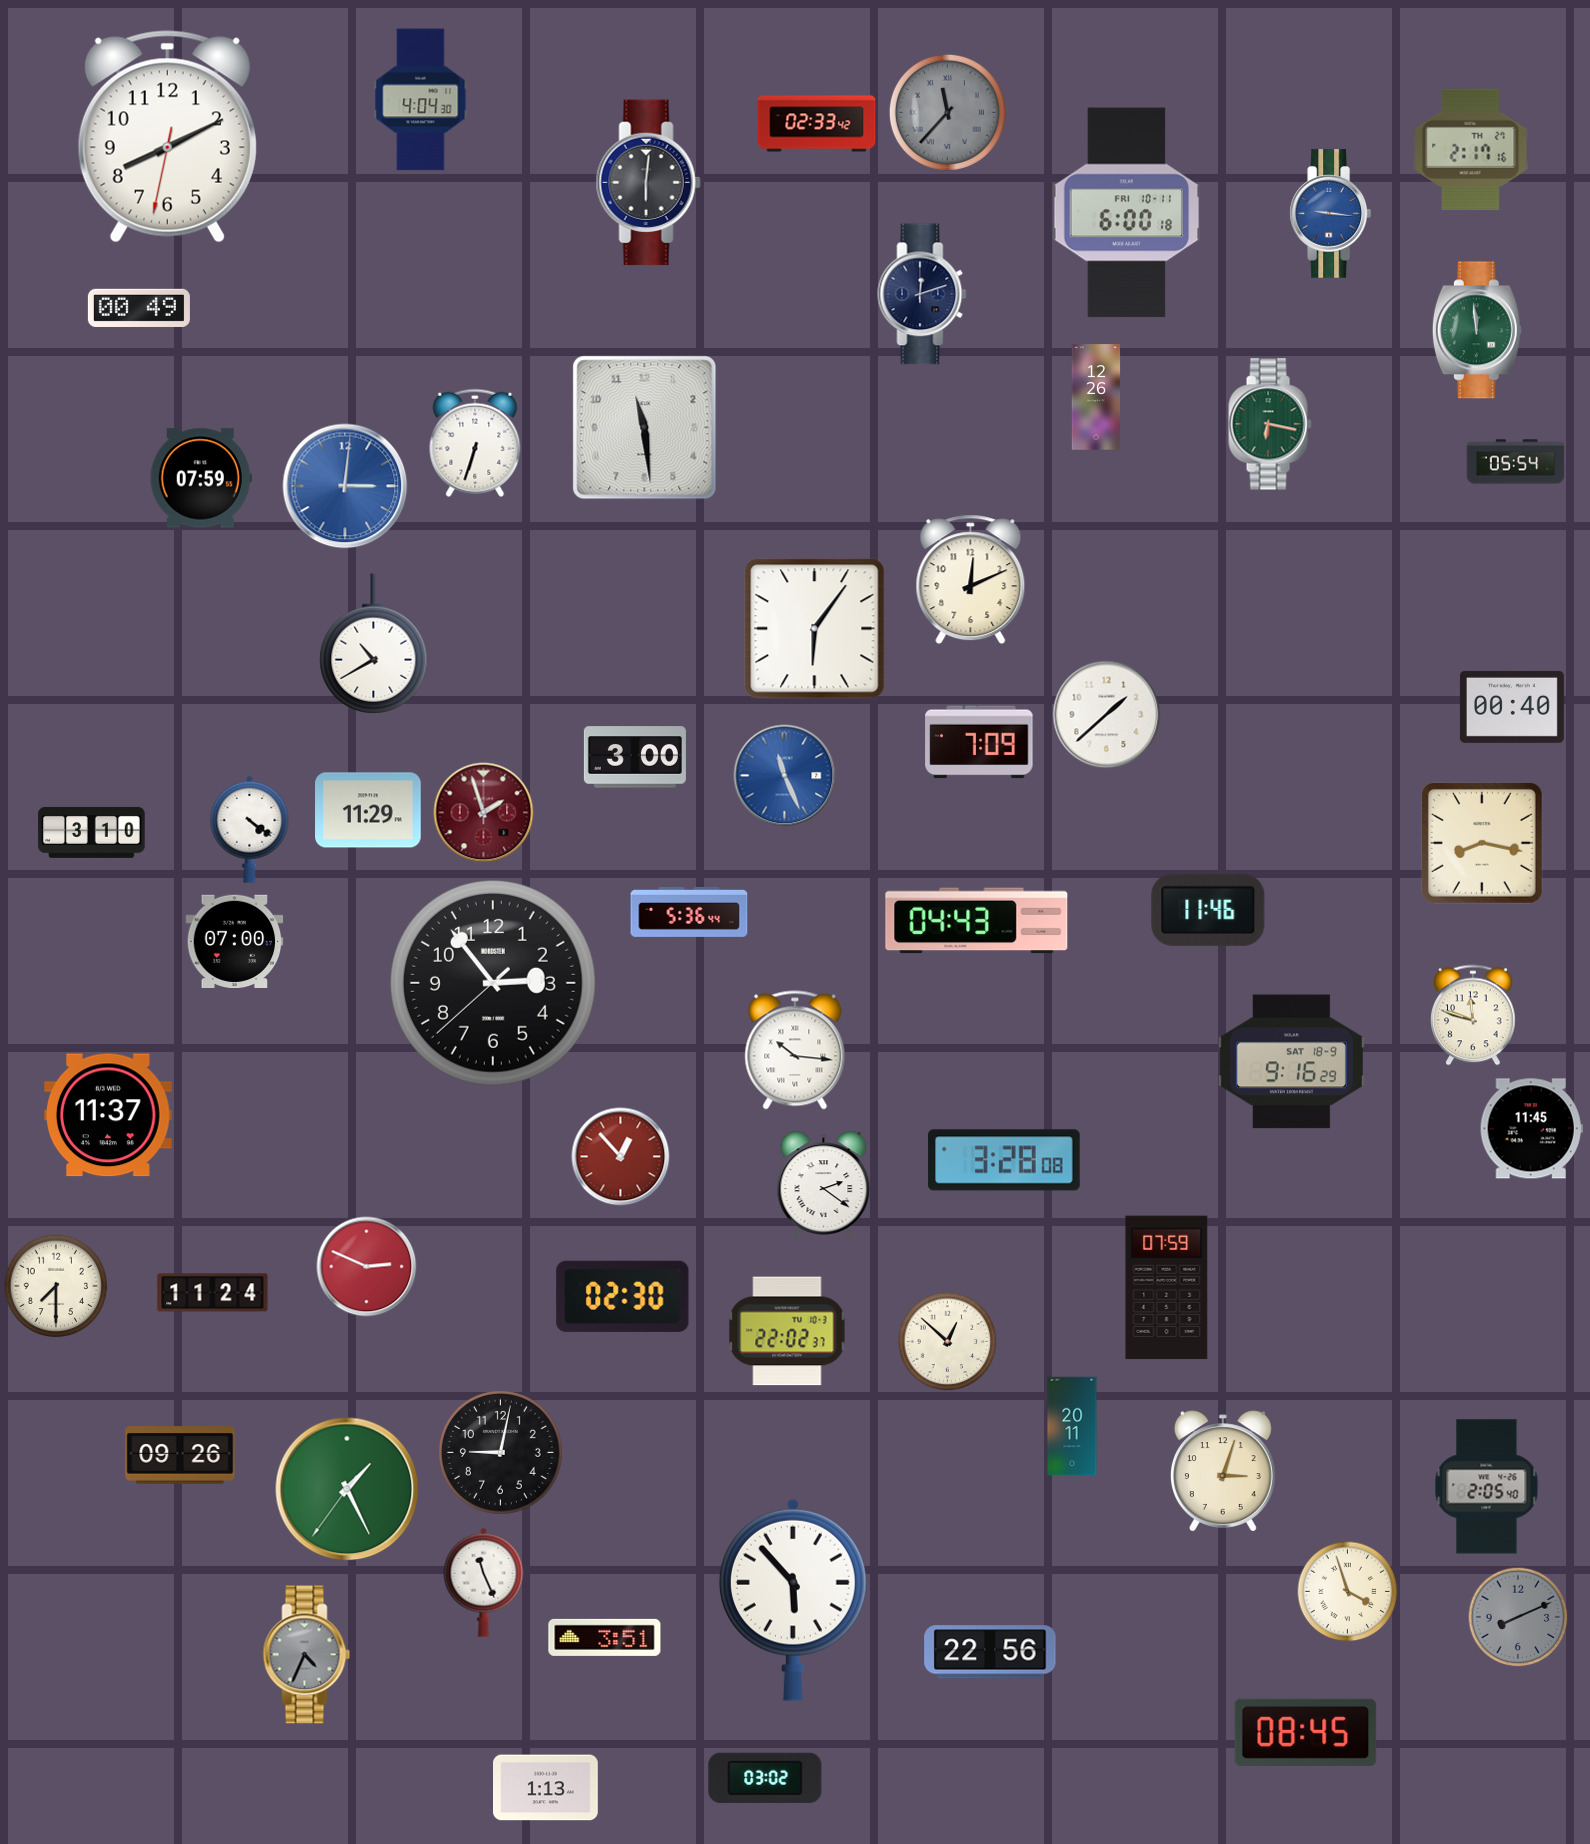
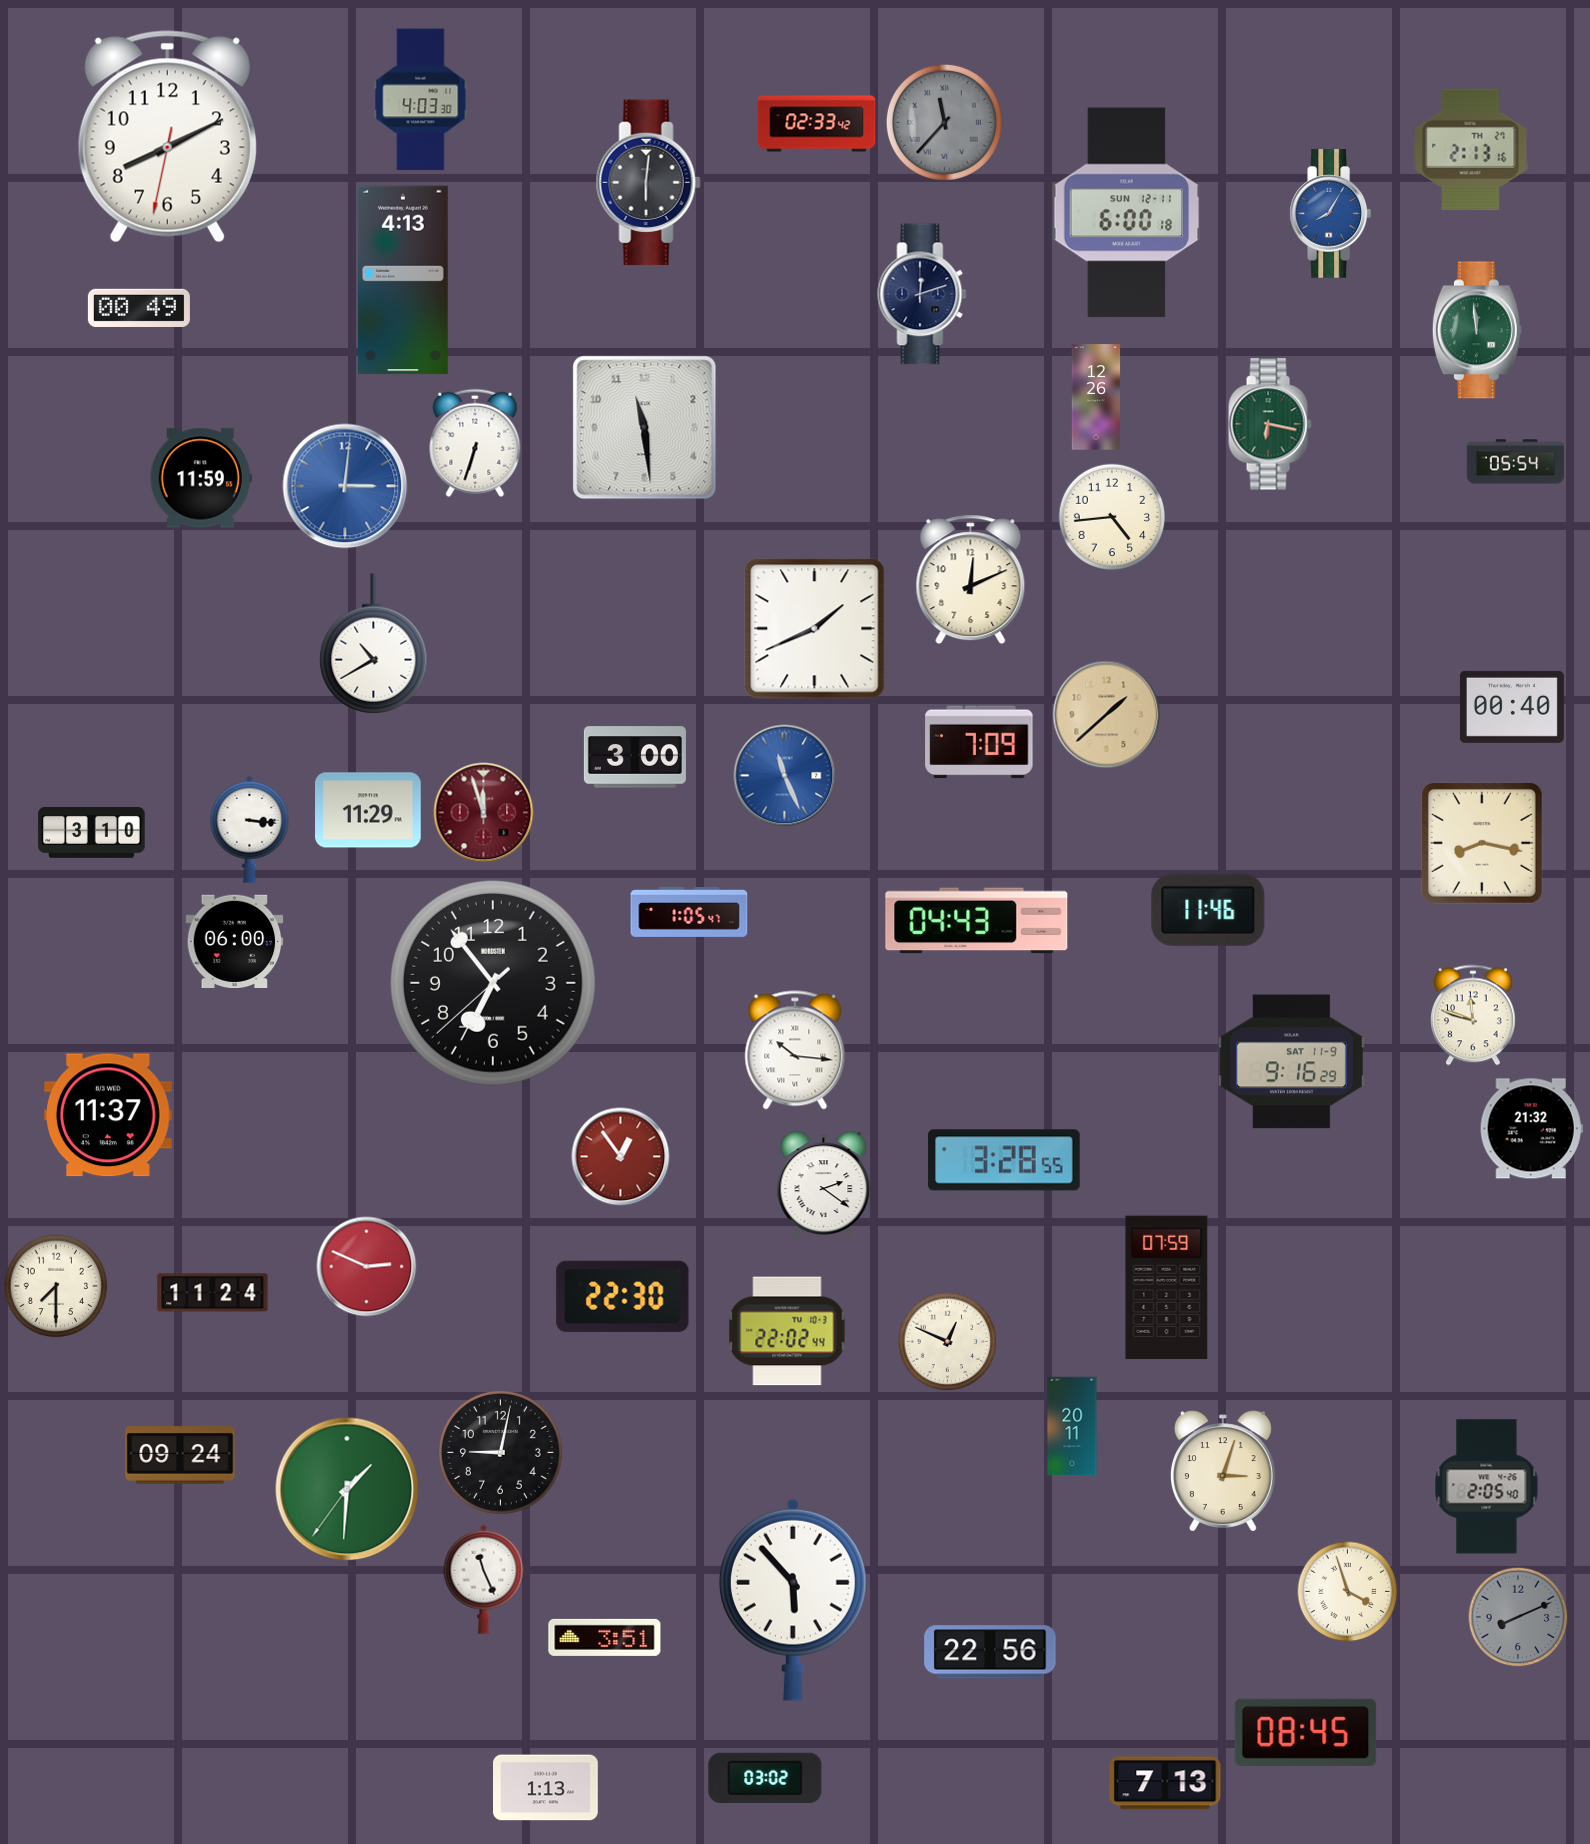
clock at (421, 100): 4:04 -> 4:03
clock at (947, 112) position: (947, 112) -> (944, 122)
clock at (1471, 150): 2:17 -> 2:13
clock at (1127, 213) date: FRI 10-11 -> SUN 12-11
clock at (1330, 214): 9:16 -> 8:05
clock at (404, 280): none -> 4:13
clock at (201, 478): 07:59 -> 11:59
clock at (1112, 517): none -> 4:44
clock at (815, 629): 6:06 -> 1:41
clock at (1107, 715) dial: white -> champagne
clock at (484, 813): 1:57 -> 11:57
clock at (250, 829): 4:21 -> 3:16
clock at (689, 912): 5:36 -> 1:05
clock at (235, 941): 07:00 -> 06:00
clock at (493, 983): 2:53 -> 6:53
clock at (1291, 1062) date: SAT 18-9 -> SAT 11-9
clock at (1531, 1129): 11:45 -> 21:32
clock at (621, 1157): 12:53 -> 12:54
clock at (1004, 1160): 3:28:08 -> 3:28:55
clock at (623, 1296): 02:30 -> 22:30
clock at (787, 1331): 22:02:37 -> 22:02:44
clock at (948, 1342): 12:52 -> 12:49
clock at (180, 1455): 09:26 -> 09:24
clock at (347, 1489): 1:25 -> 1:30
clock at (484, 1582) position: (484, 1582) -> (484, 1579)
clock at (307, 1655): 4:34 -> none
clock at (1165, 1783): none -> 7:13
